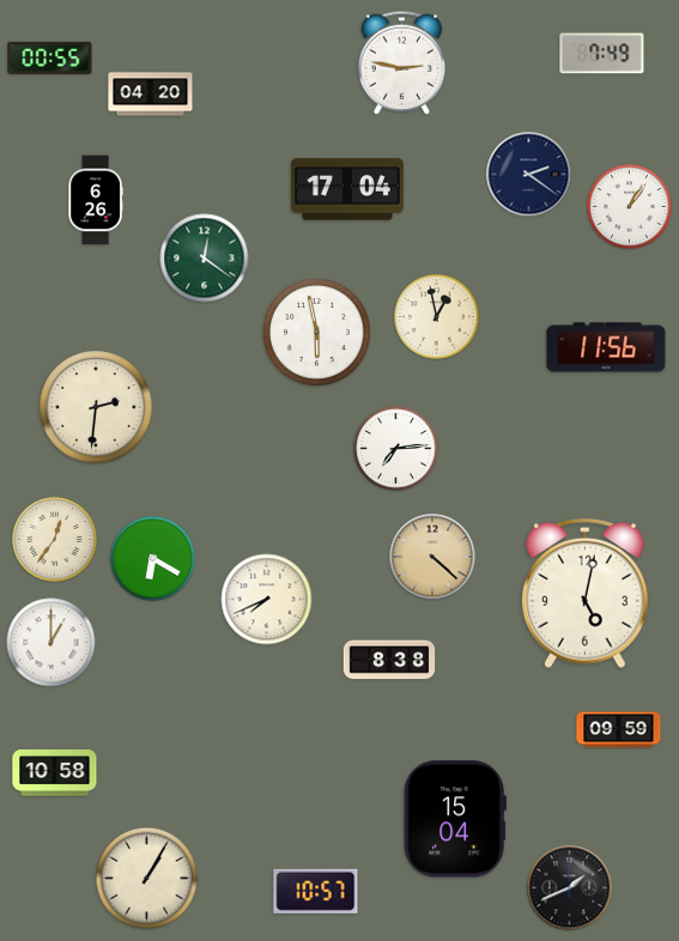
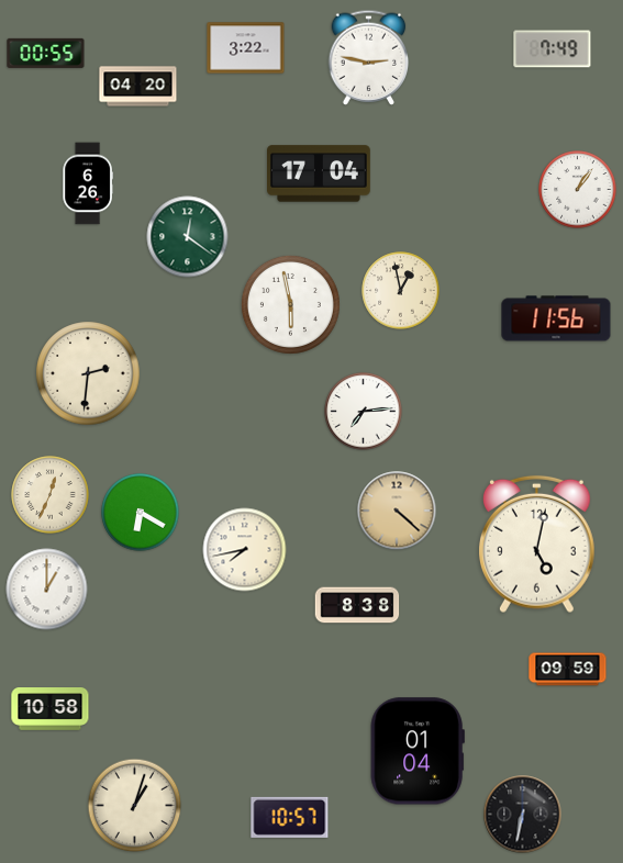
clock at (246, 48): none -> 3:22
clock at (529, 175): 2:21 -> none
clock at (55, 540): 12:36 -> 12:34
clock at (267, 600): 7:41 -> 7:43
clock at (455, 819): 15:04 -> 01:04
clock at (147, 879): 1:05 -> 1:03
clock at (570, 888): 1:41 -> 6:32
